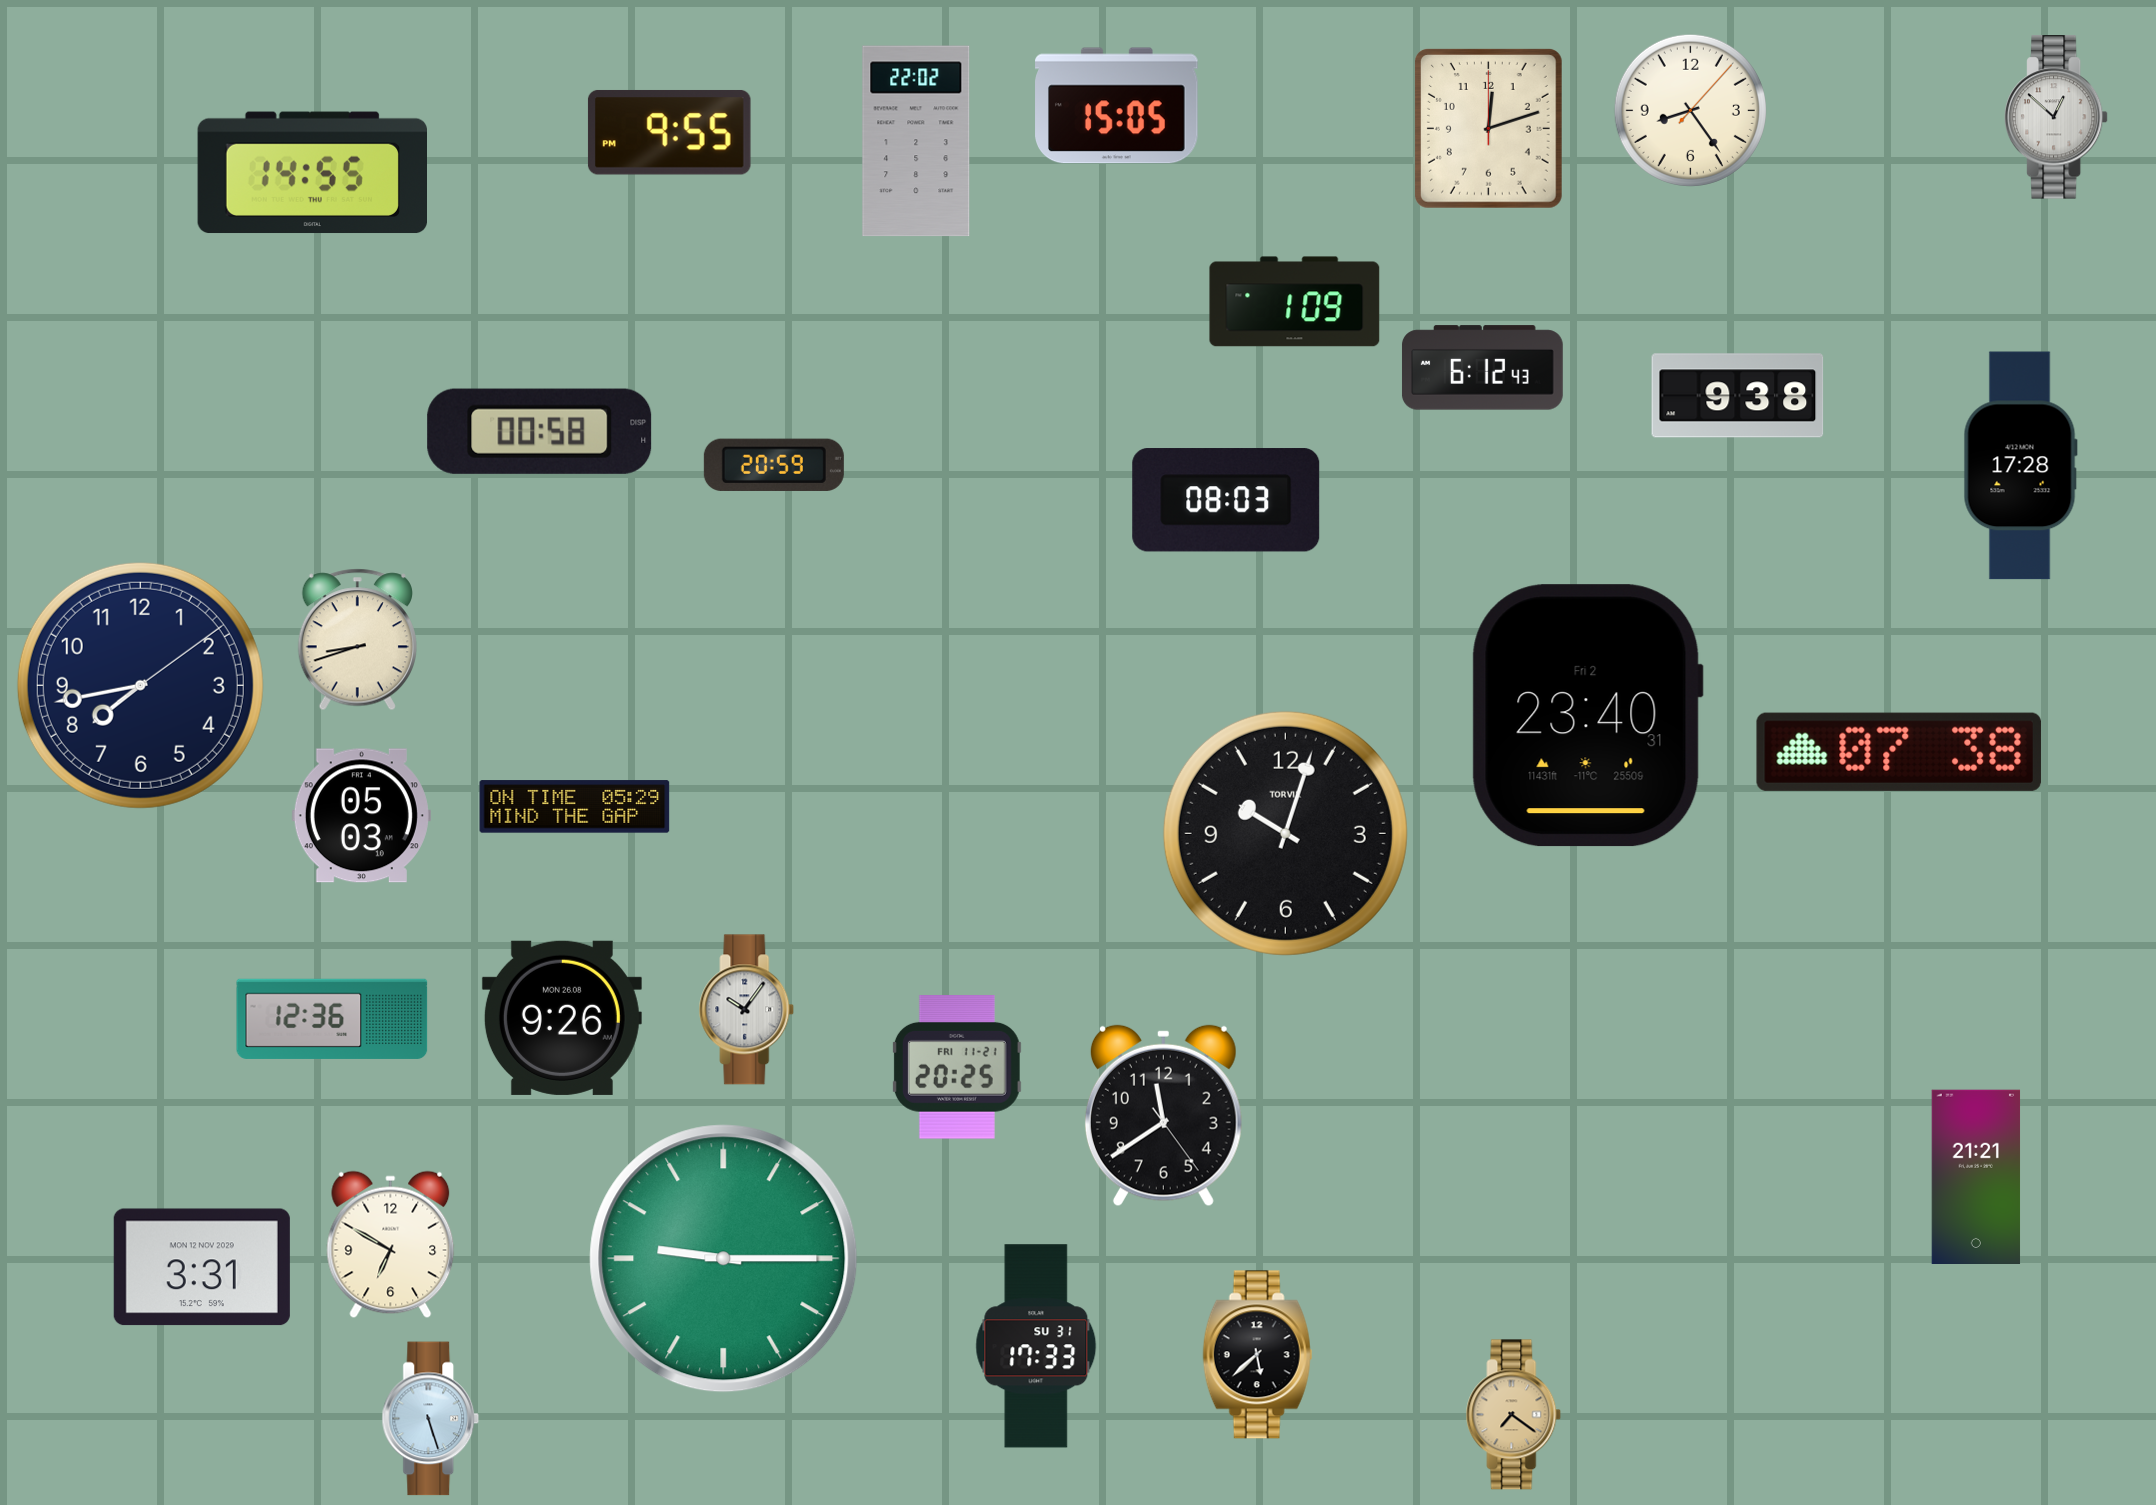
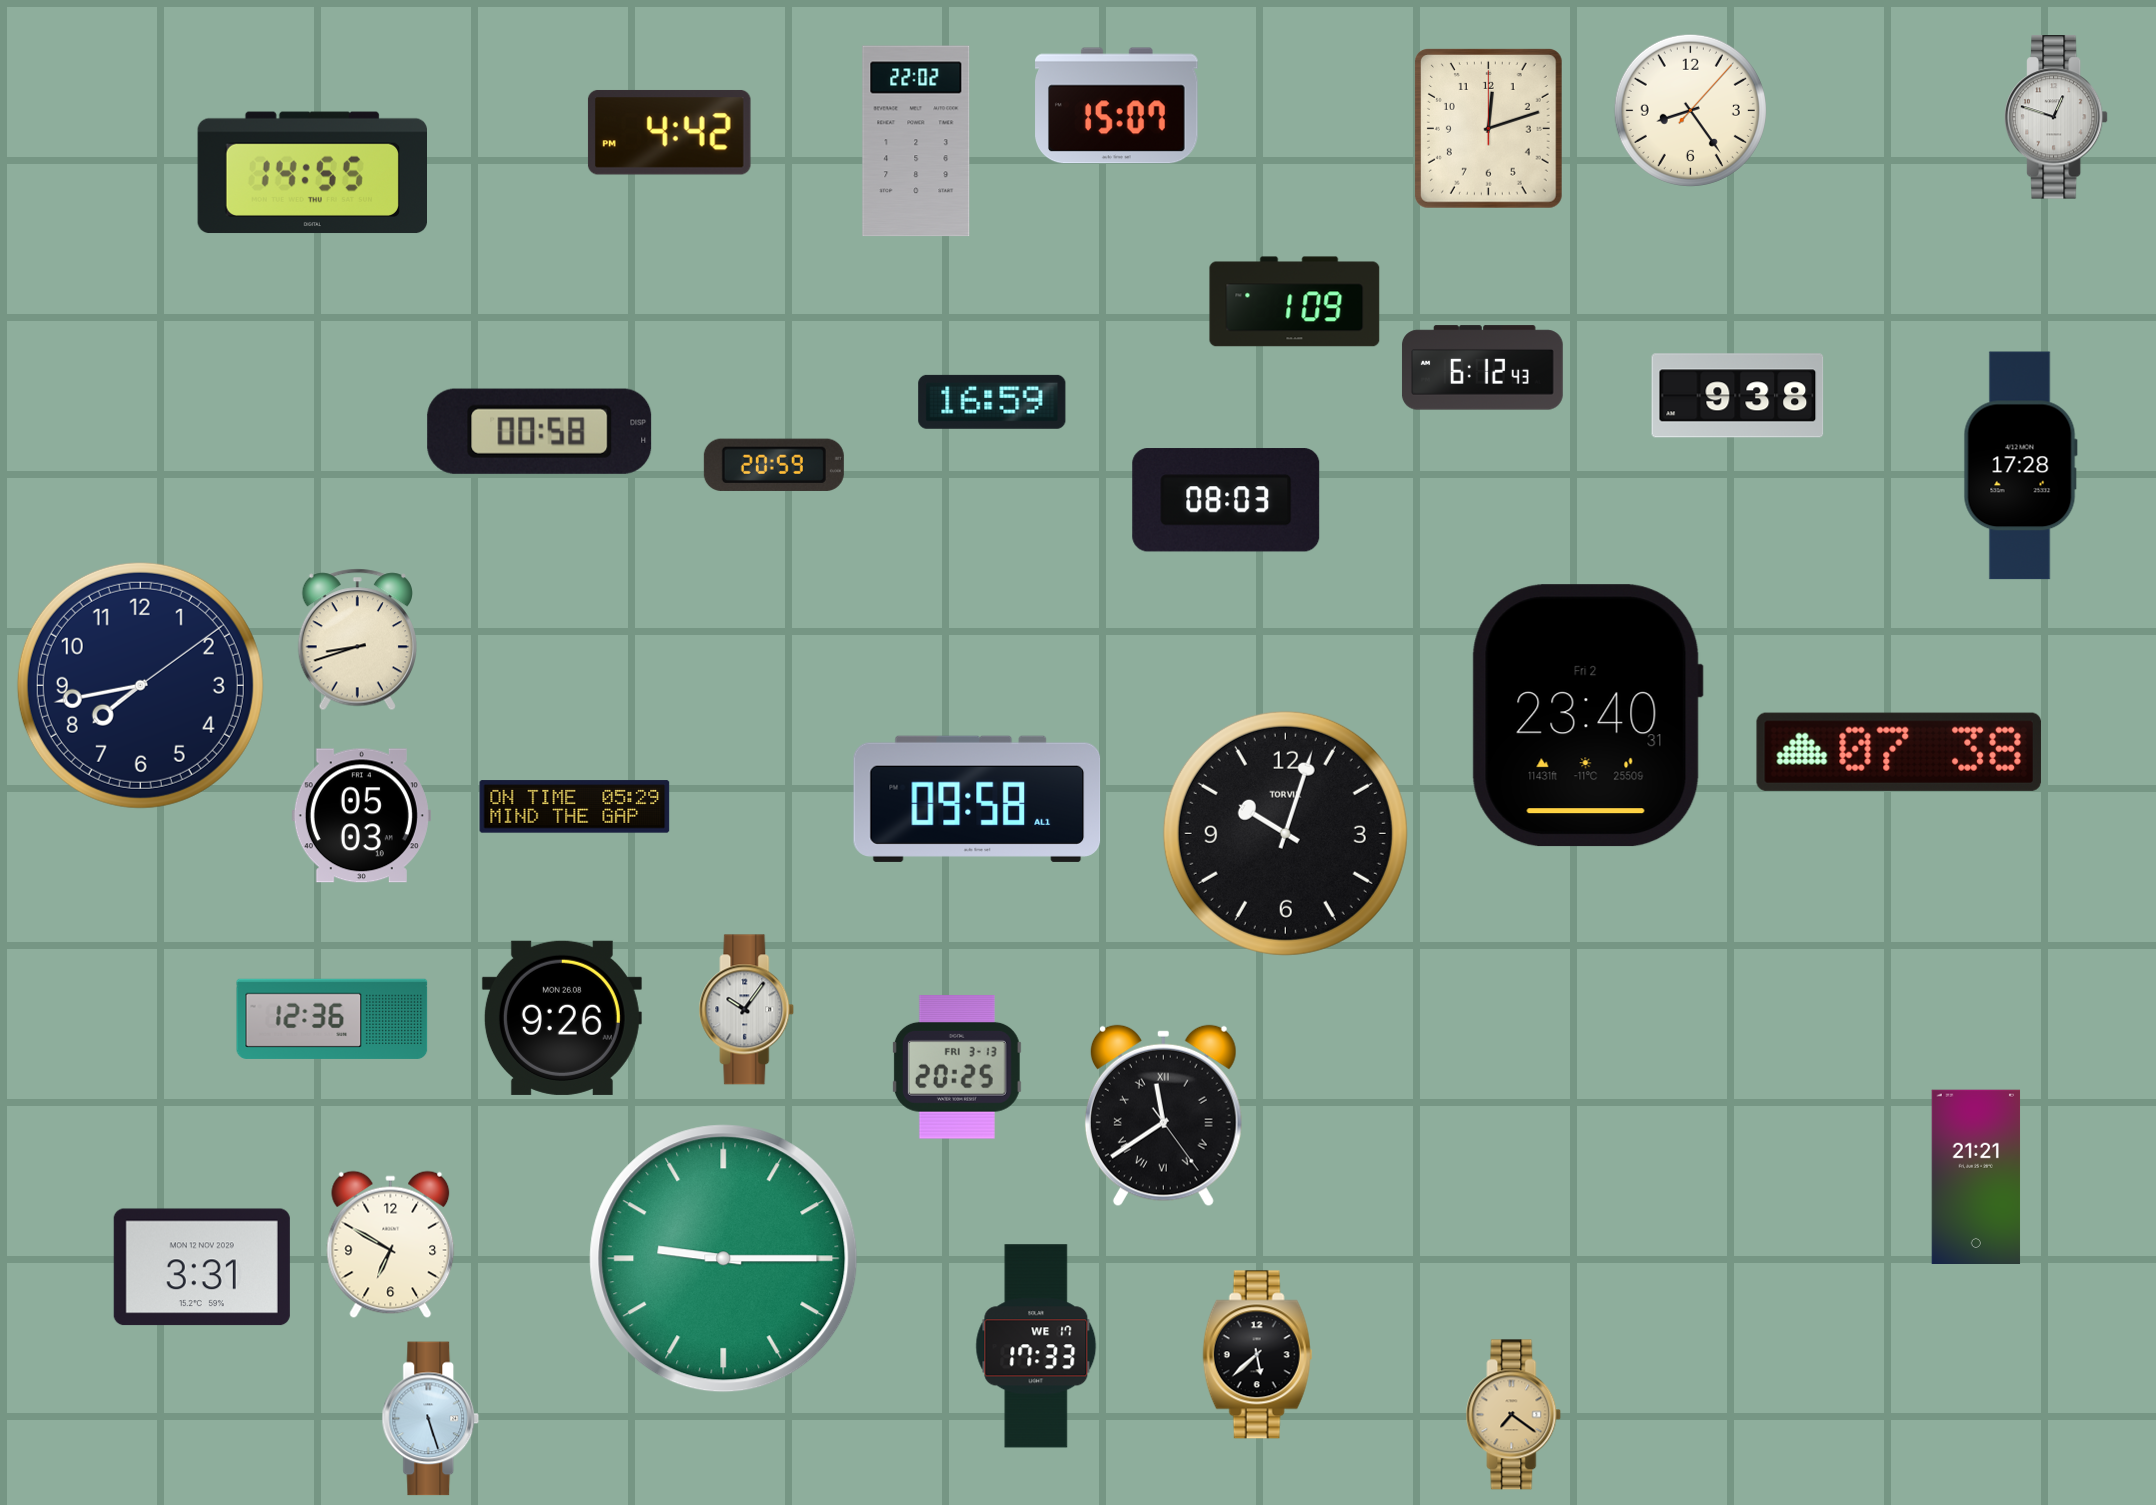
clock at (1117, 106): 15:05 -> 15:07
clock at (2056, 117): 12:52 -> 12:48
clock at (669, 132): 9:55 -> 4:42
clock at (992, 402): none -> 16:59
clock at (977, 799): none -> 09:58
clock at (957, 1068) date: FRI 11-21 -> FRI 3-13
clock at (1163, 1116) numerals: Arabic -> Roman
clock at (1036, 1346) date: SU 31 -> WE 17
